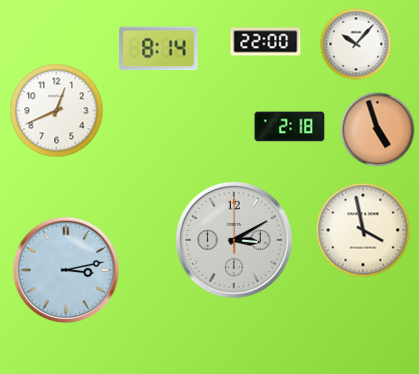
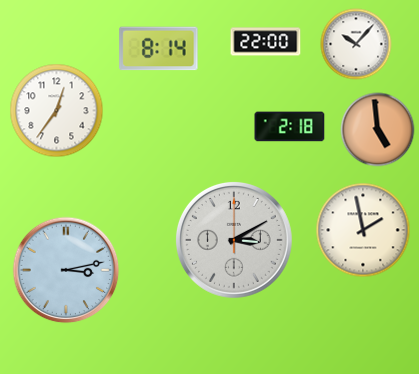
clock at (57, 111): 12:41 -> 12:36
clock at (378, 130): 4:57 -> 4:59
clock at (363, 230): 3:58 -> 1:58
